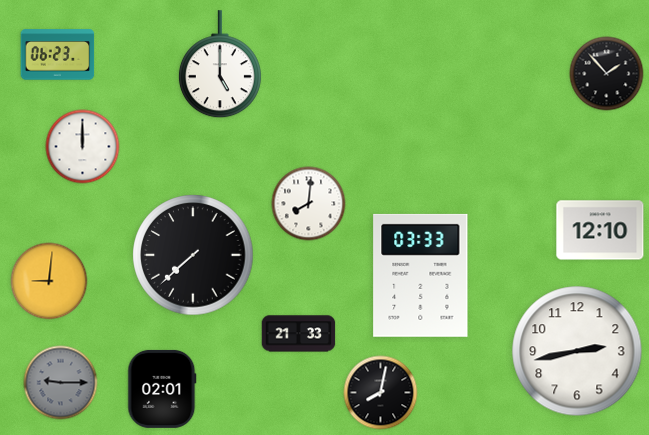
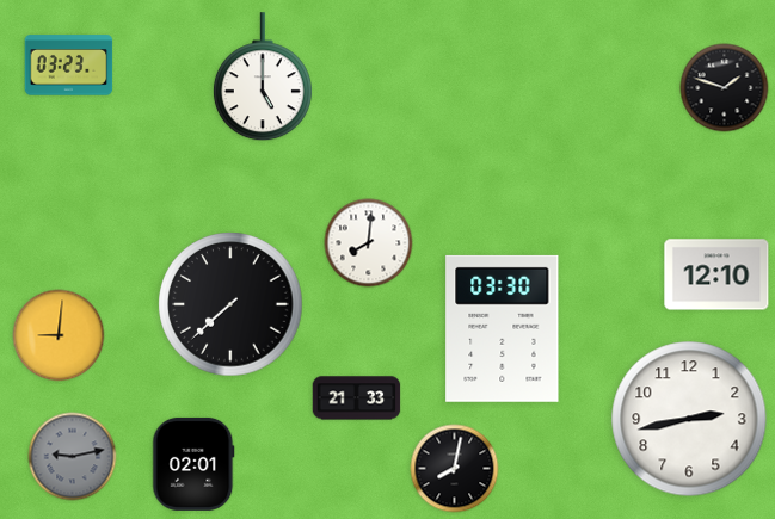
clock at (58, 55): 06:23 -> 03:23
clock at (607, 74): 1:53 -> 1:48
clock at (83, 147): 12:00 -> none
clock at (421, 275): 03:33 -> 03:30
clock at (61, 383): 9:15 -> 9:13
